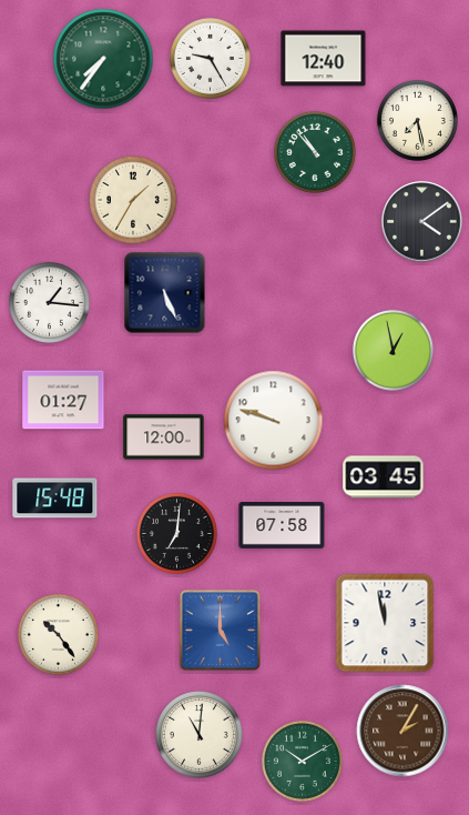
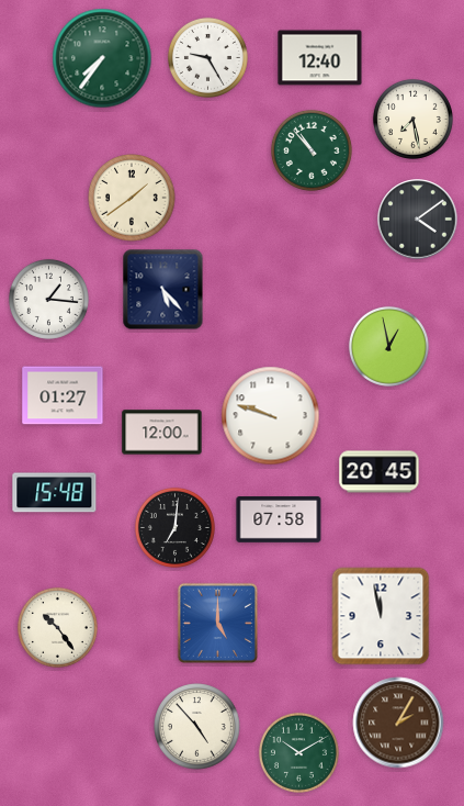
clock at (133, 200): 1:35 -> 1:39
clock at (165, 293): 5:26 -> 5:23
clock at (384, 477): 03:45 -> 20:45
clock at (200, 735): 11:01 -> 4:53
